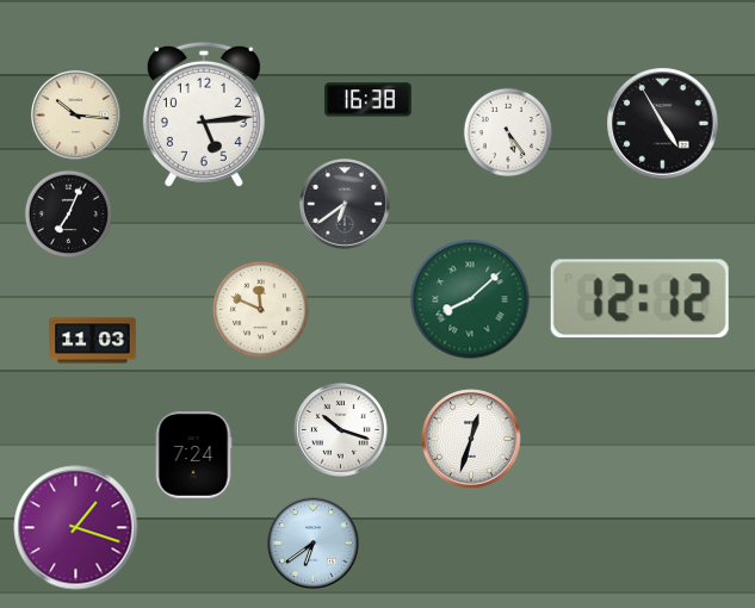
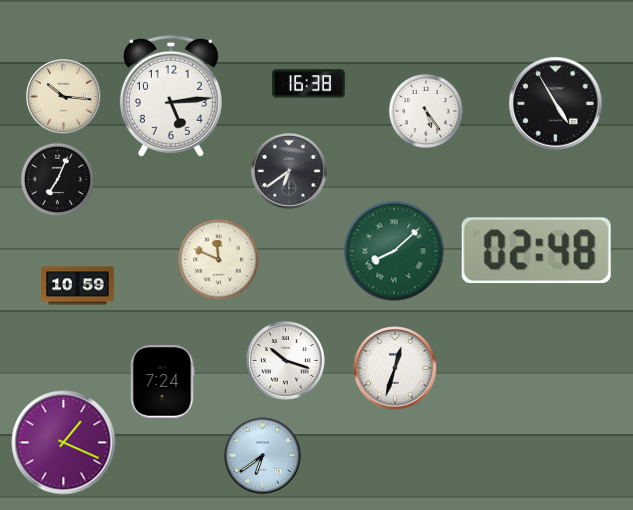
clock at (639, 299): 12:12 -> 02:48
clock at (93, 341): 11:03 -> 10:59
clock at (76, 528): 1:18 -> 1:19
